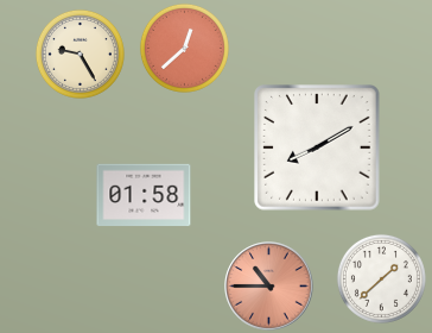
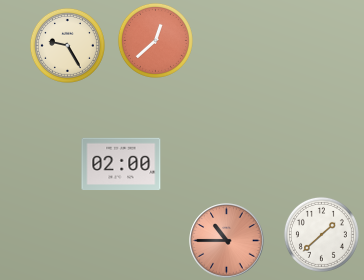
clock at (317, 147): 8:10 -> none
clock at (144, 195): 01:58 -> 02:00
